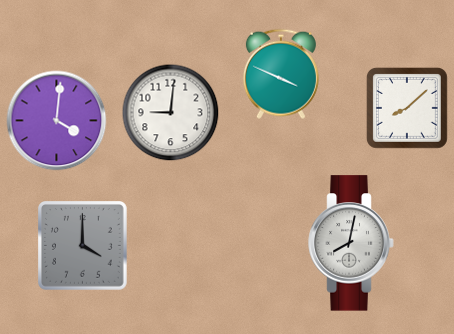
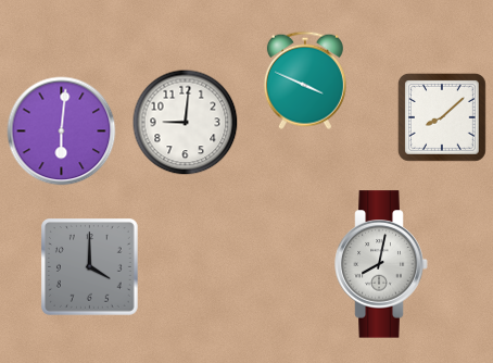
clock at (57, 121): 4:01 -> 6:01
